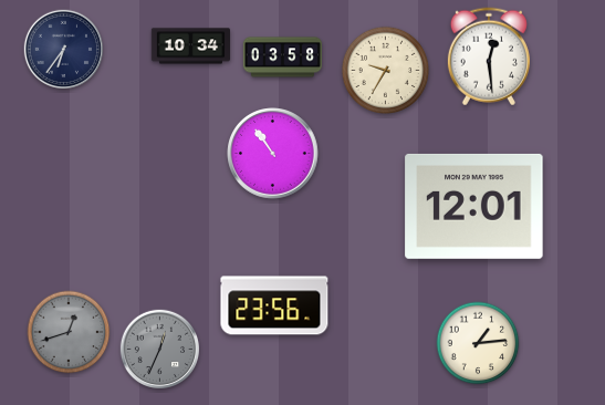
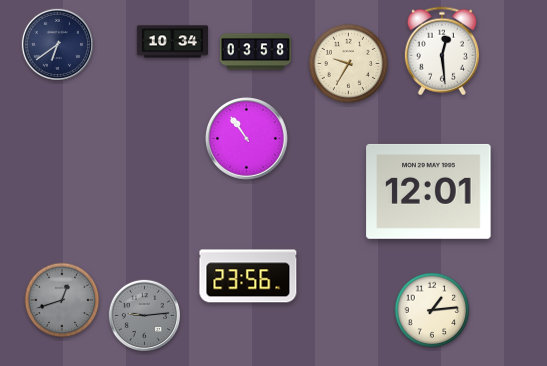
clock at (63, 49): 6:36 -> 6:39
clock at (474, 206) position: (474, 206) -> (429, 191)
clock at (159, 349): 12:34 -> 9:14
